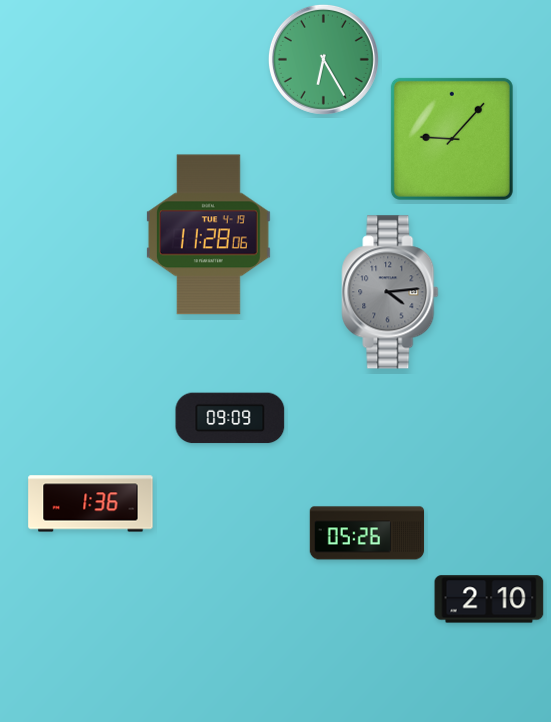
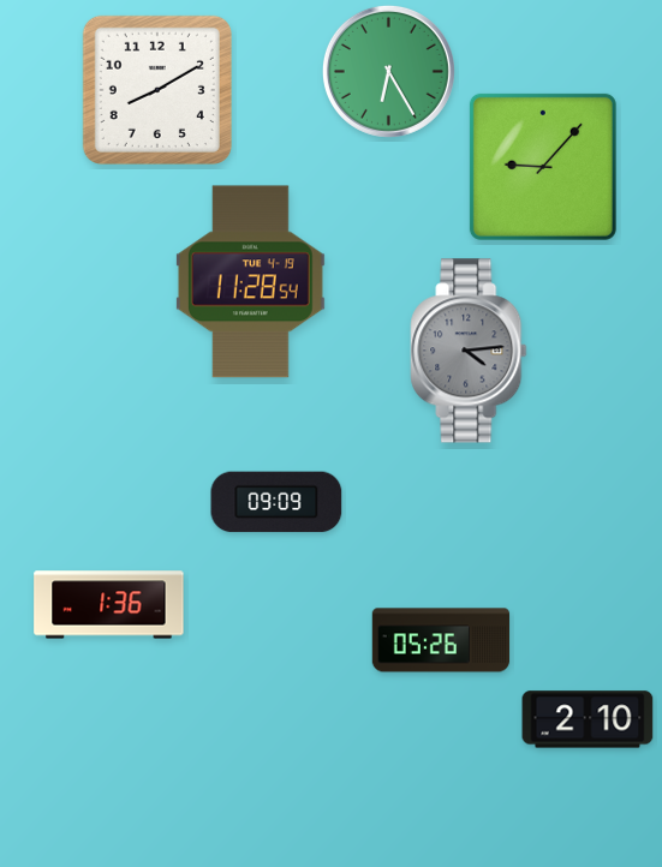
clock at (157, 90): none -> 8:10
clock at (208, 235): 11:28:06 -> 11:28:54
